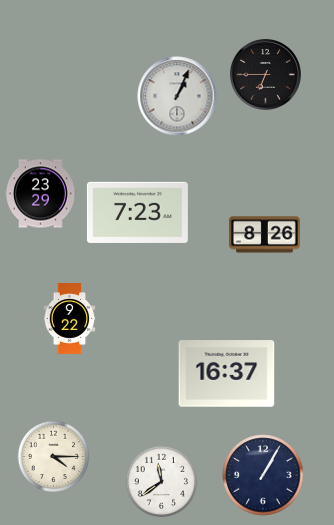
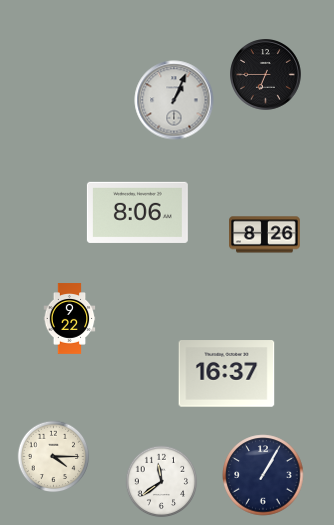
clock at (177, 96) position: (177, 96) -> (174, 100)
clock at (41, 194): 23:29 -> none
clock at (137, 212): 7:23 -> 8:06
